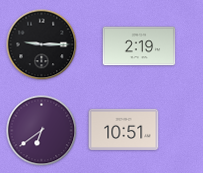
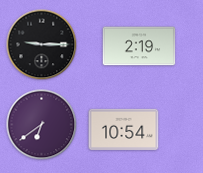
clock at (124, 129): 10:51 -> 10:54
clock at (42, 131) position: (42, 131) -> (42, 125)
